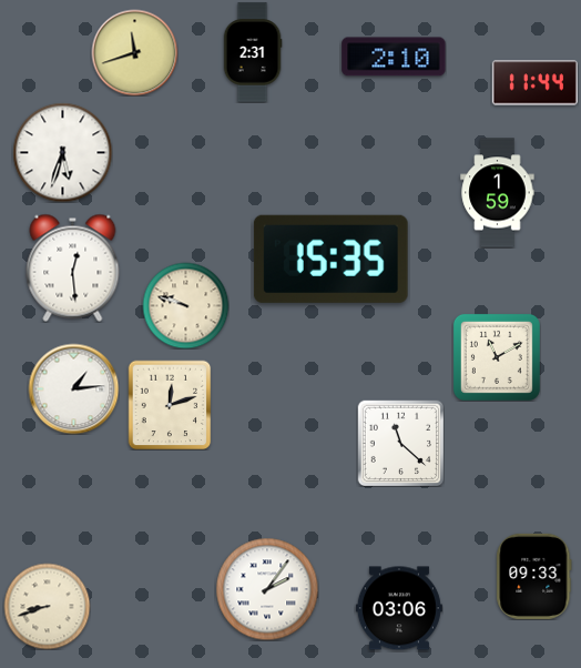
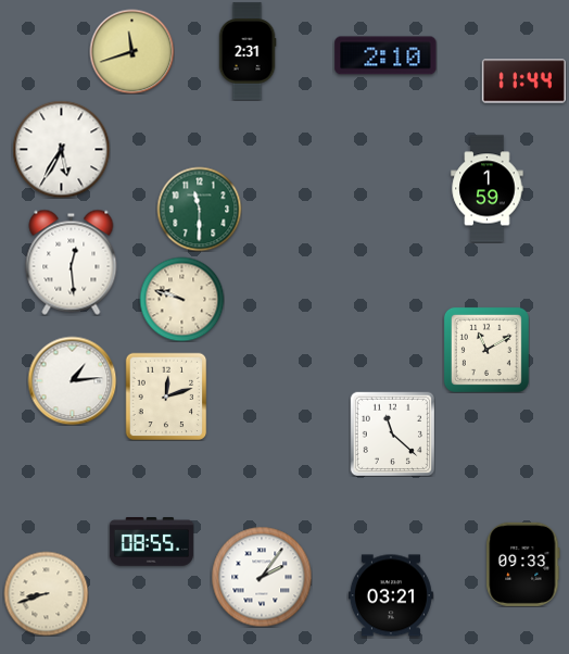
clock at (62, 152): 5:33 -> 5:35
clock at (199, 209): none -> 11:30
clock at (330, 259): 15:35 -> none
clock at (151, 542): none -> 08:55
clock at (399, 608): 03:06 -> 03:21
